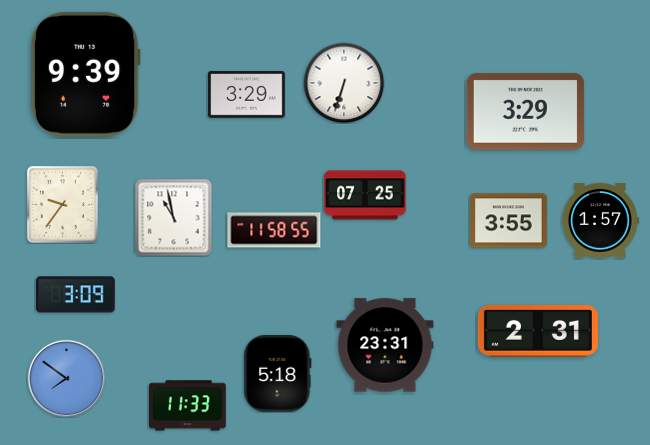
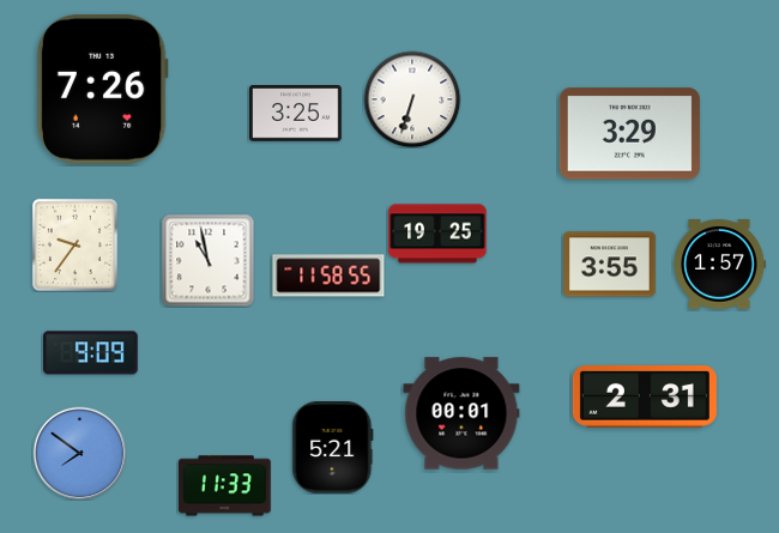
clock at (85, 74): 9:39 -> 7:26
clock at (247, 95): 3:29 -> 3:25
clock at (365, 195): 07:25 -> 19:25
clock at (76, 295): 3:09 -> 9:09
clock at (385, 345): 23:31 -> 00:01
clock at (278, 374): 5:18 -> 5:21
